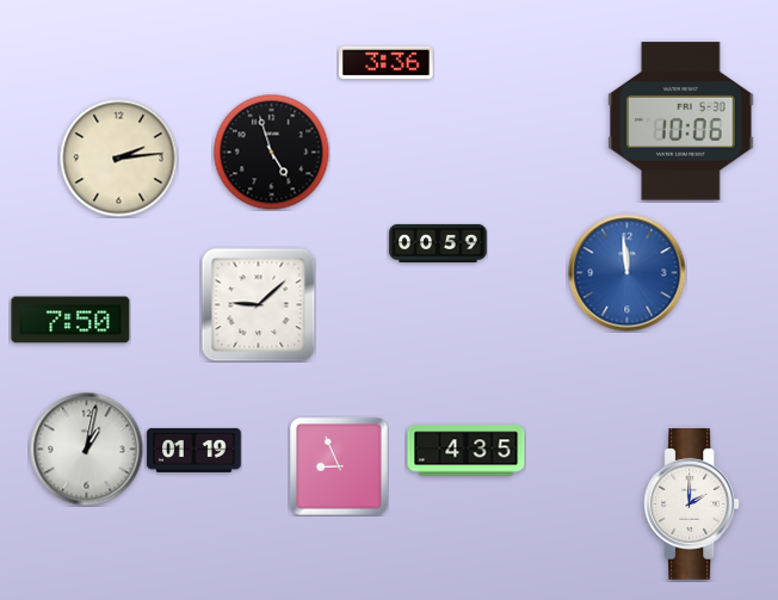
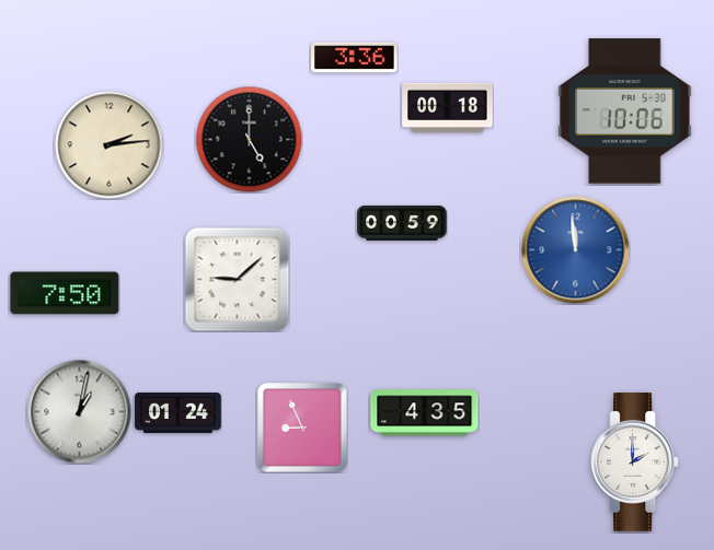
clock at (448, 107): none -> 00:18
clock at (271, 151): 4:57 -> 5:00
clock at (194, 450): 01:19 -> 01:24
clock at (467, 451) position: (467, 451) -> (425, 413)
clock at (340, 468) position: (340, 468) -> (303, 429)
